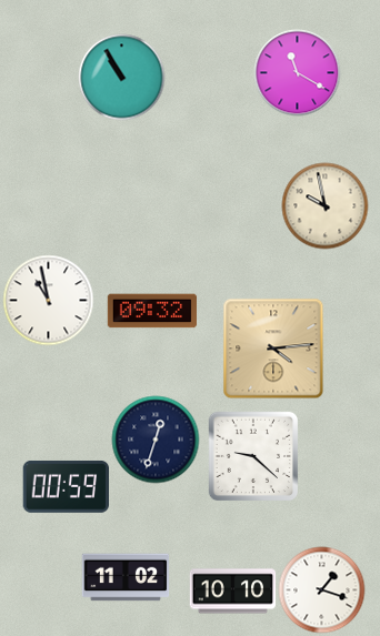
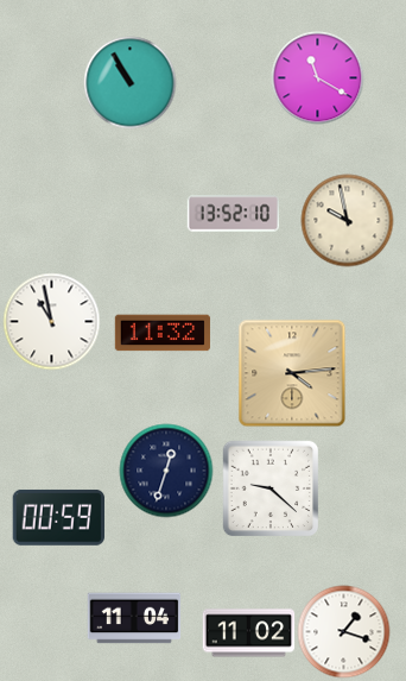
clock at (233, 214): none -> 13:52
clock at (152, 311): 09:32 -> 11:32
clock at (66, 486) position: (66, 486) -> (58, 517)
clock at (126, 577): 11:02 -> 11:04
clock at (232, 592): 10:10 -> 11:02
